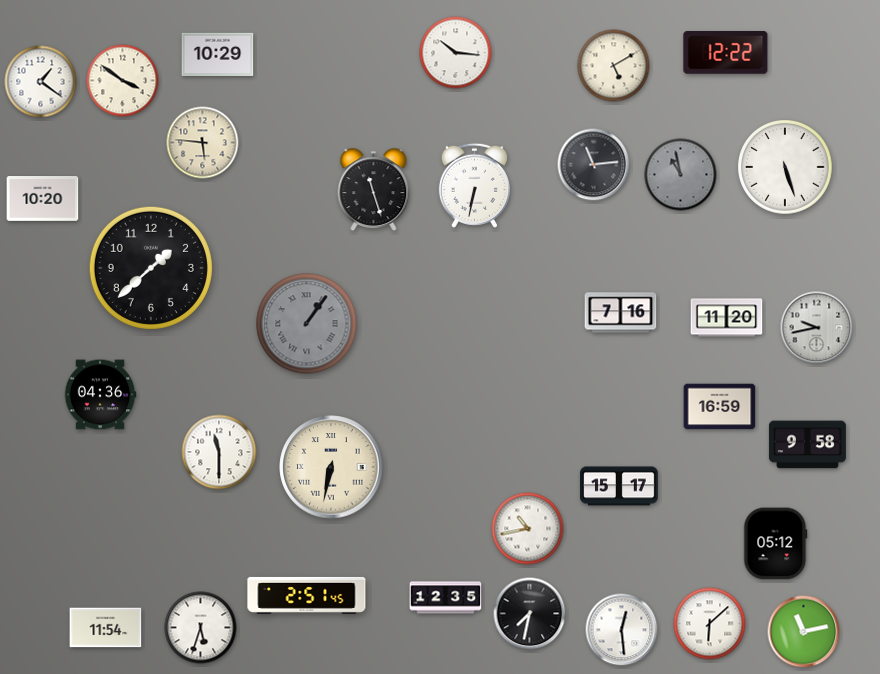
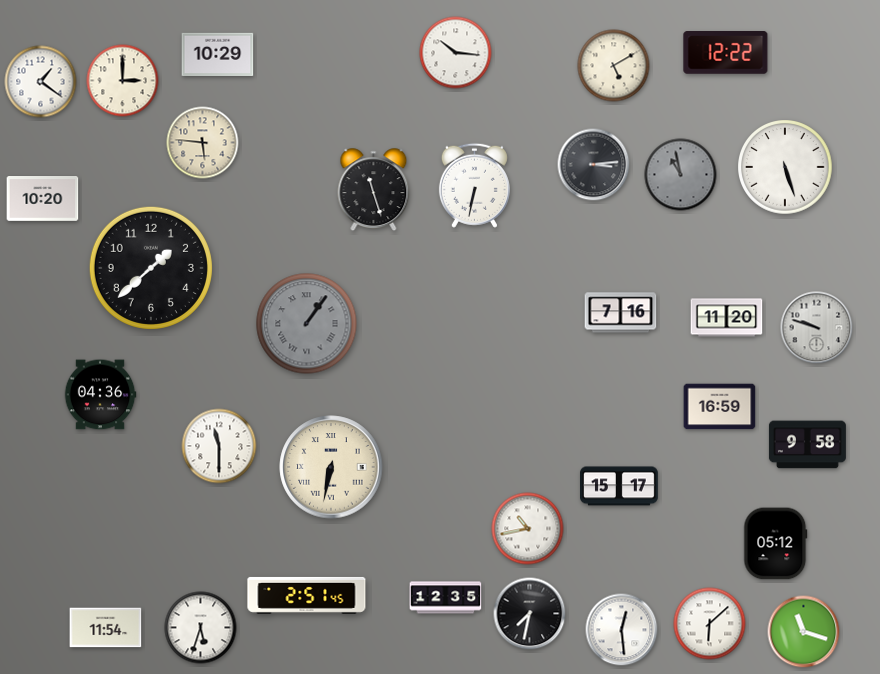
clock at (123, 81): 3:51 -> 3:00
clock at (594, 165): 11:14 -> 3:14
clock at (817, 328): 9:43 -> 9:48
clock at (219, 452) position: (219, 452) -> (219, 446)
clock at (804, 632): 11:13 -> 11:18
